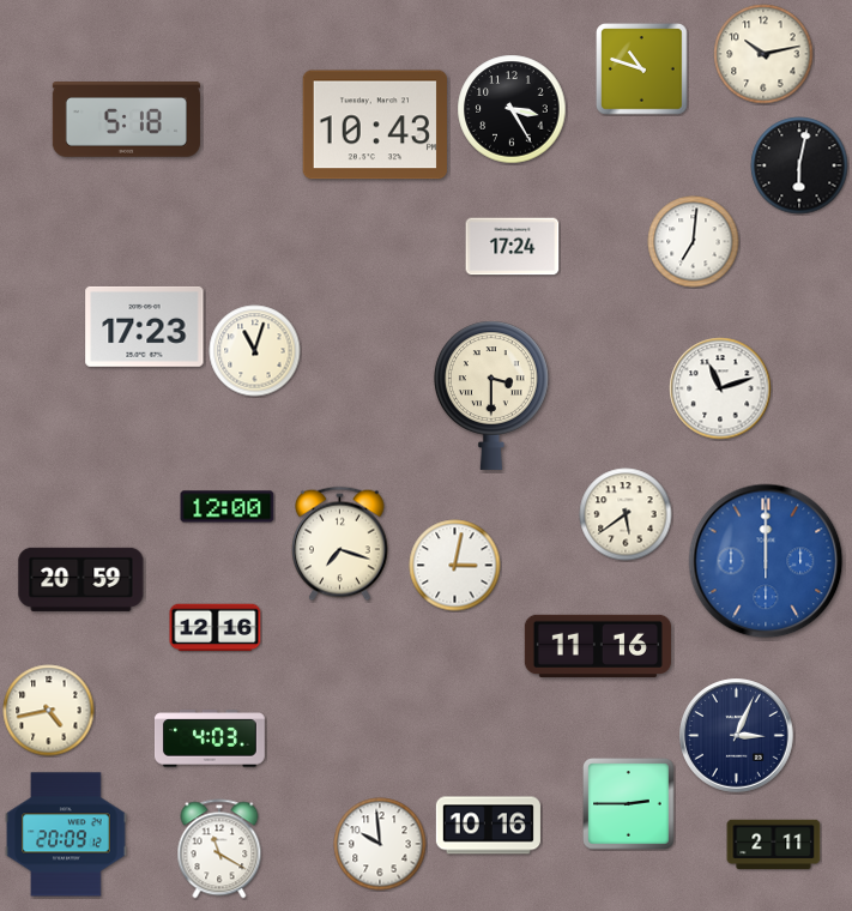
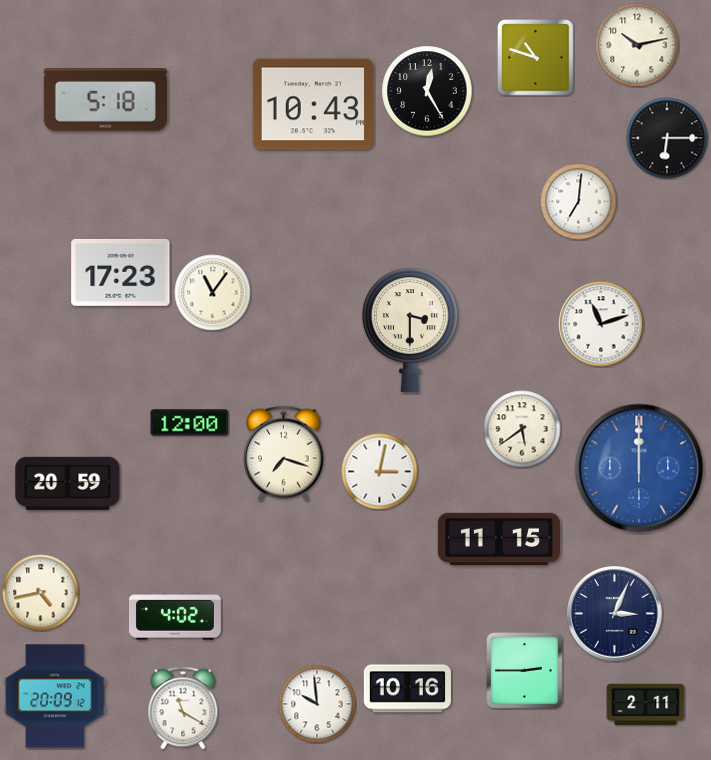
clock at (512, 109): 3:25 -> 12:25
clock at (799, 165): 6:02 -> 6:15
clock at (513, 247): 17:24 -> none
clock at (255, 351): 11:03 -> 11:06
clock at (216, 628): 12:16 -> none
clock at (598, 645): 11:16 -> 11:15
clock at (210, 738): 4:03 -> 4:02
